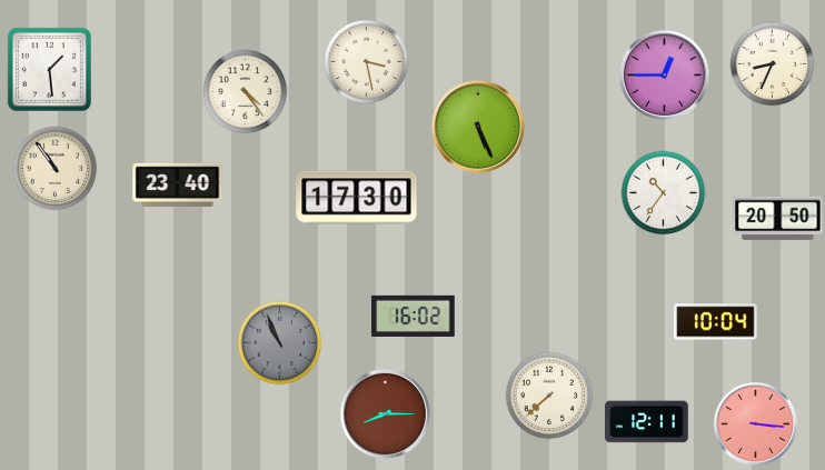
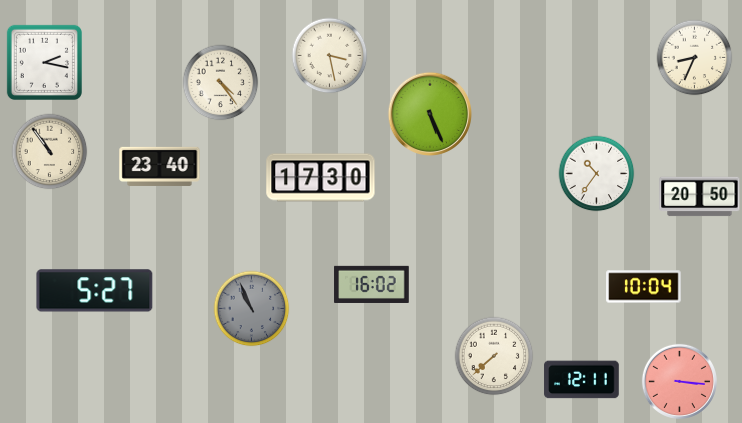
clock at (49, 69): 1:29 -> 2:17
clock at (664, 74): 12:45 -> none
clock at (716, 322) position: (716, 322) -> (644, 287)
clock at (95, 291): none -> 5:27
clock at (385, 413): 8:15 -> none
